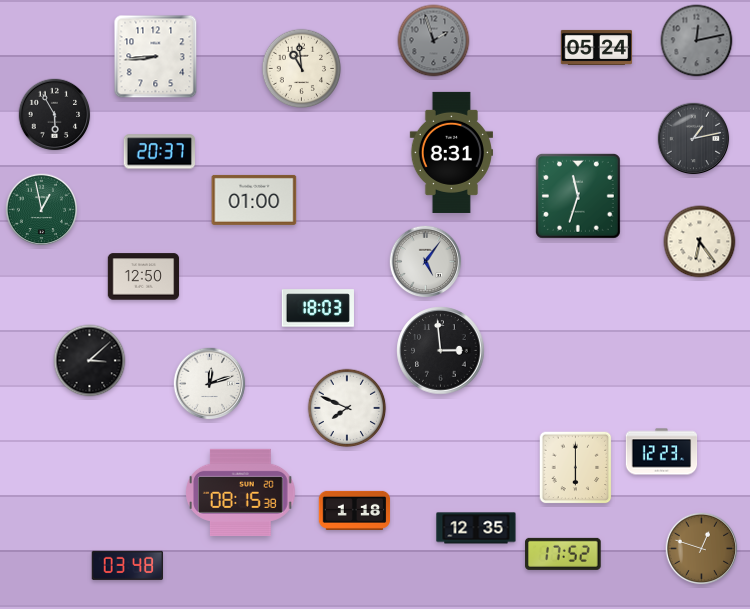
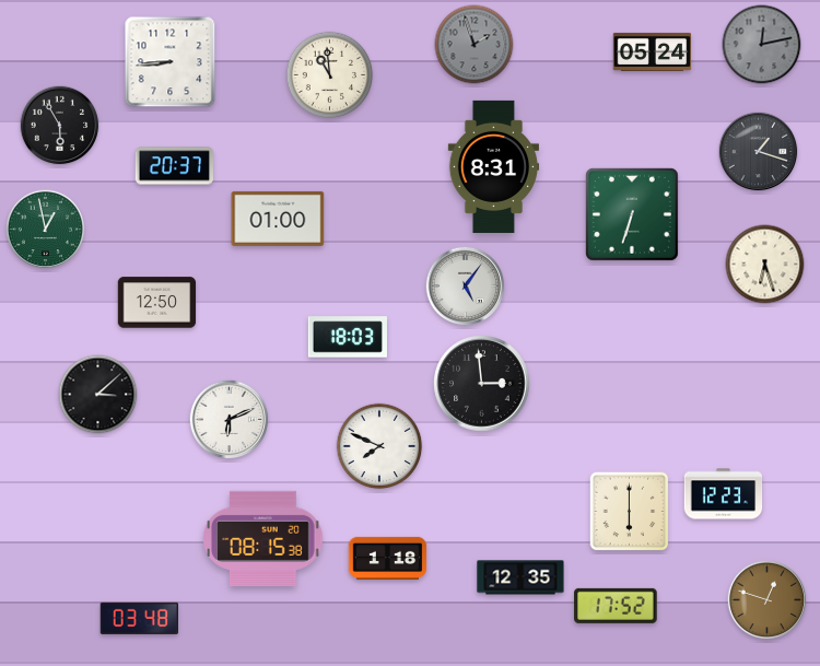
clock at (694, 139): 1:13 -> 1:18
clock at (578, 196): 11:33 -> 6:33
clock at (700, 242): 6:24 -> 6:27
clock at (210, 384): 12:12 -> 6:11
